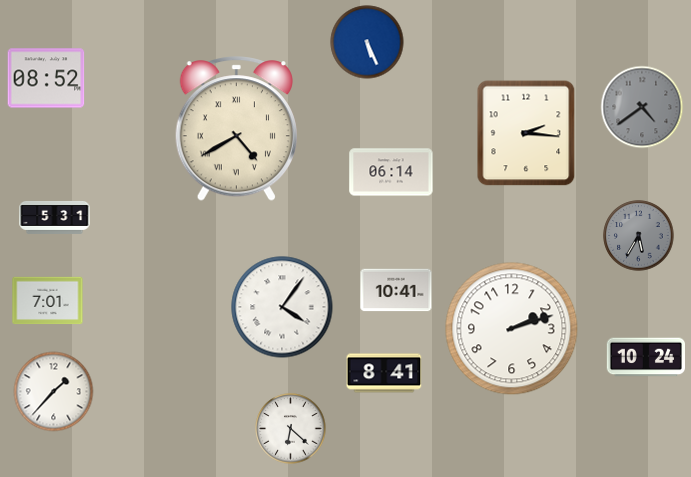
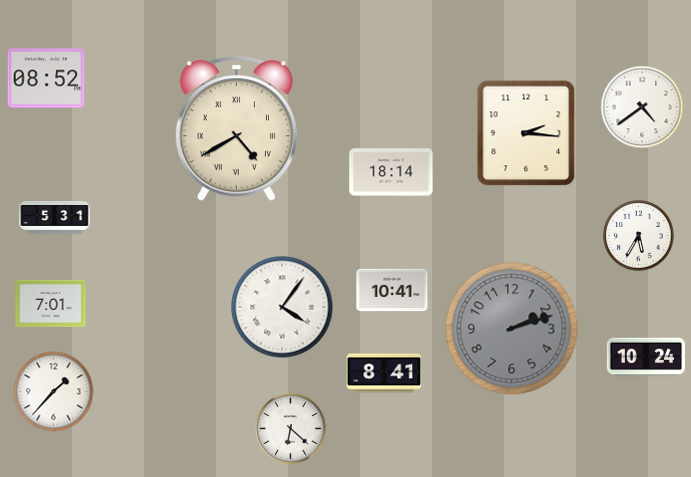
clock at (367, 42): 5:26 -> none
clock at (642, 107) dial: grey -> white
clock at (391, 172): 06:14 -> 18:14
clock at (639, 236) dial: grey -> white
clock at (396, 290) position: (396, 290) -> (392, 290)
clock at (48, 301) position: (48, 301) -> (51, 304)
clock at (512, 329) dial: white -> grey
